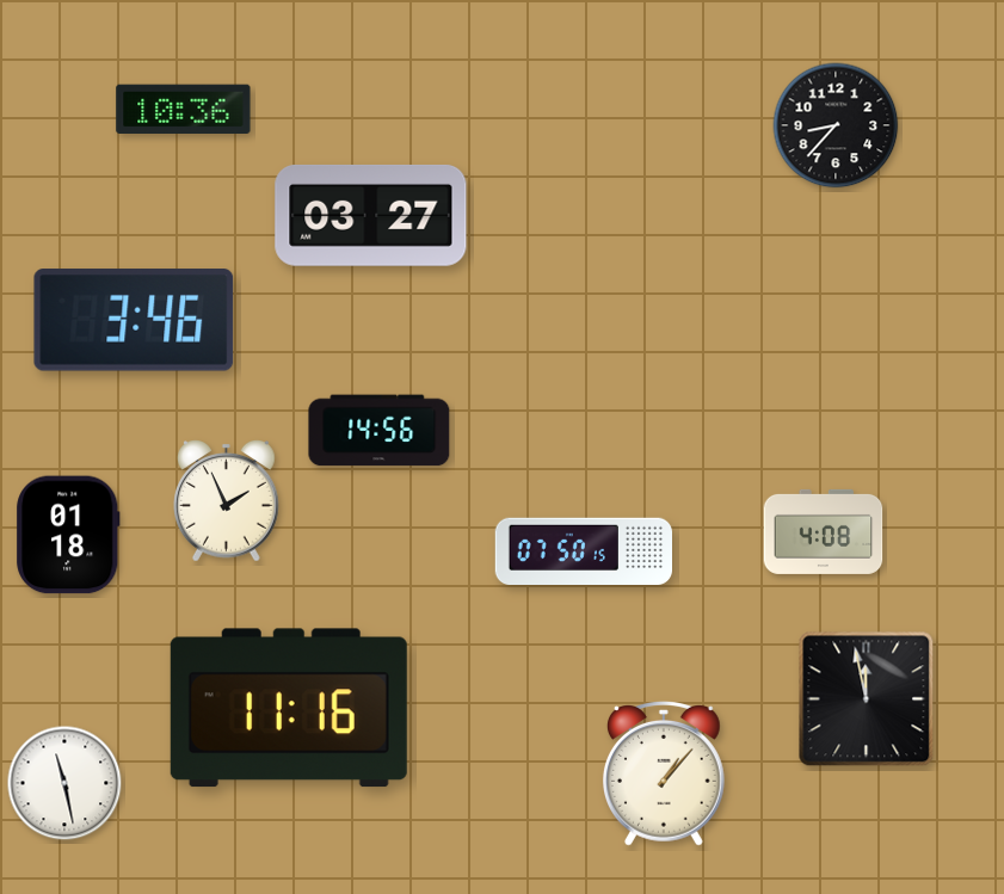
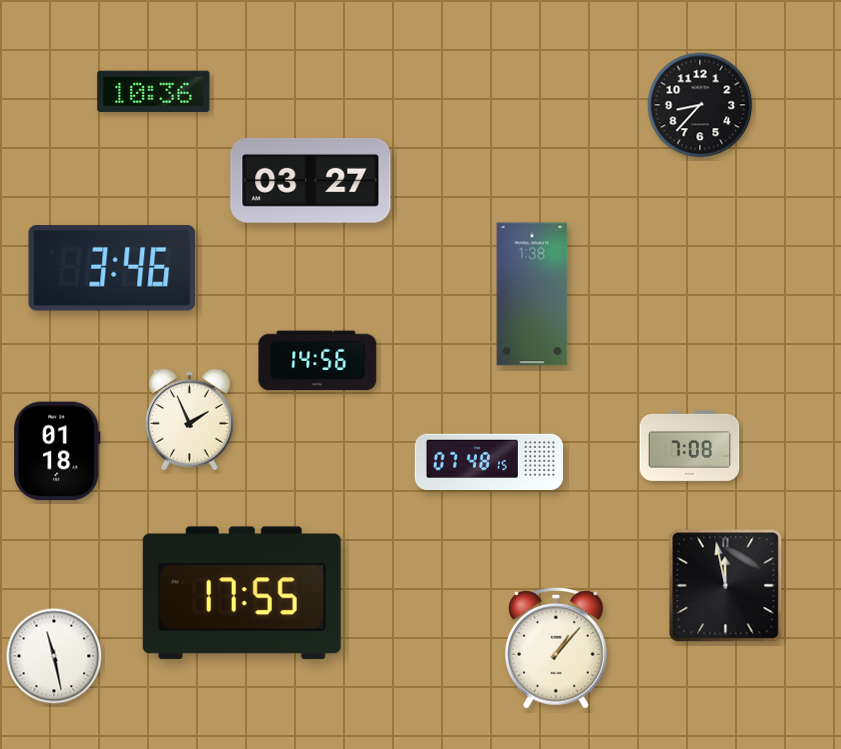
clock at (532, 294): none -> 1:38
clock at (824, 531): 4:08 -> 7:08
clock at (68, 535) position: (68, 535) -> (57, 451)
clock at (583, 551): 07:50 -> 07:48
clock at (289, 708): 11:16 -> 17:55
